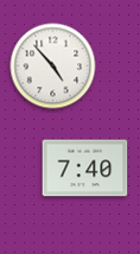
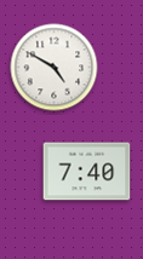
clock at (53, 66): 4:53 -> 4:50
